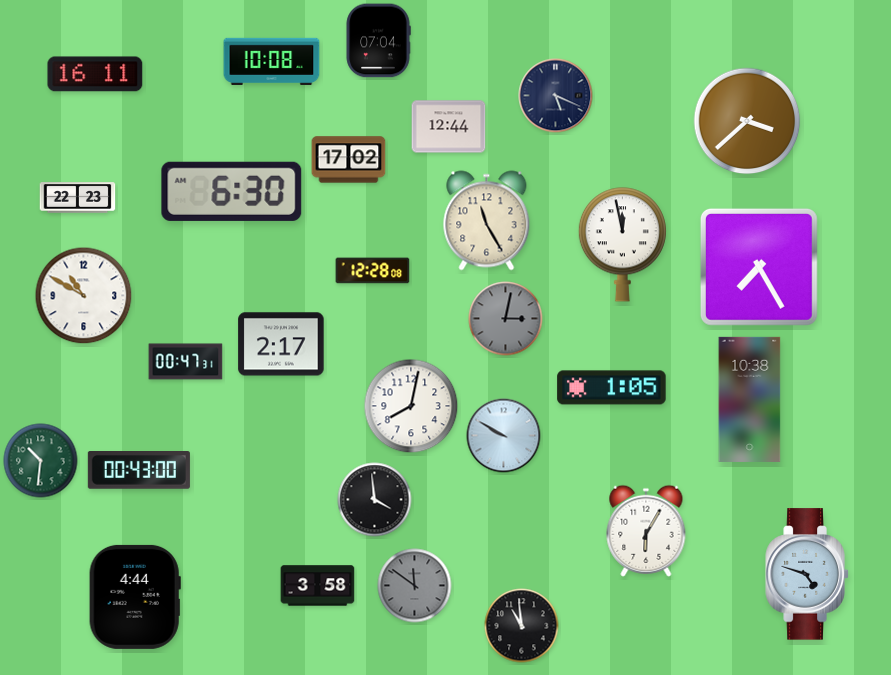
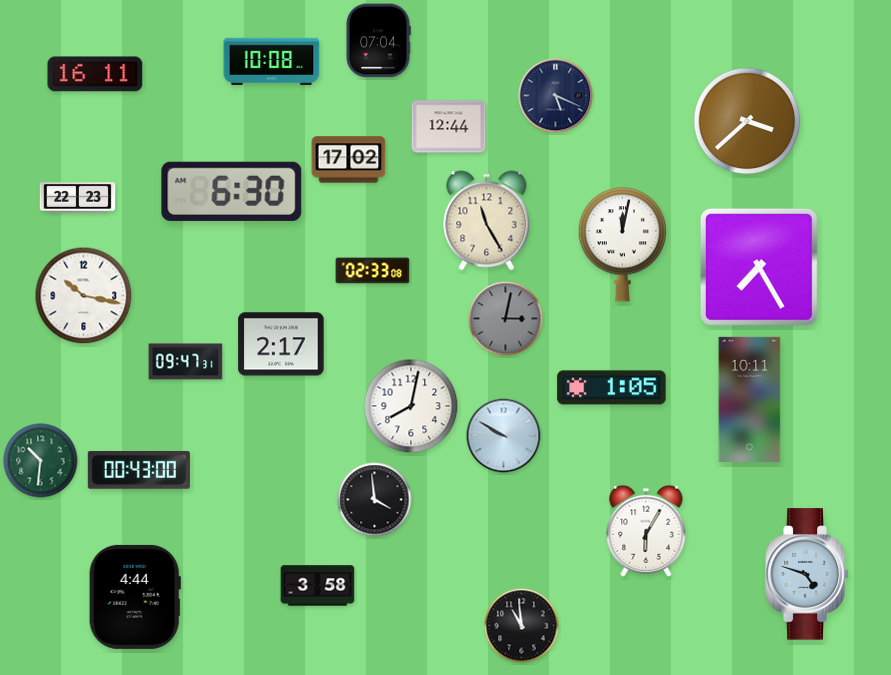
clock at (622, 245): 11:58 -> 12:02
clock at (373, 271): 12:28 -> 02:33
clock at (84, 296): 10:50 -> 10:17
clock at (186, 362): 00:47 -> 09:47
clock at (750, 399): 10:38 -> 10:11
clock at (415, 586): 11:51 -> none
